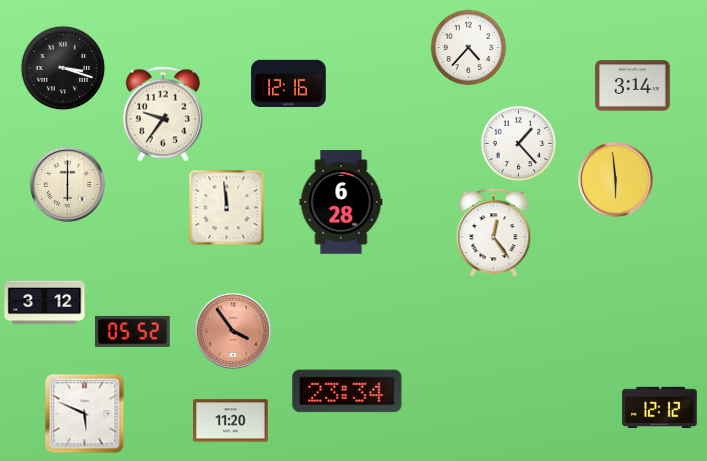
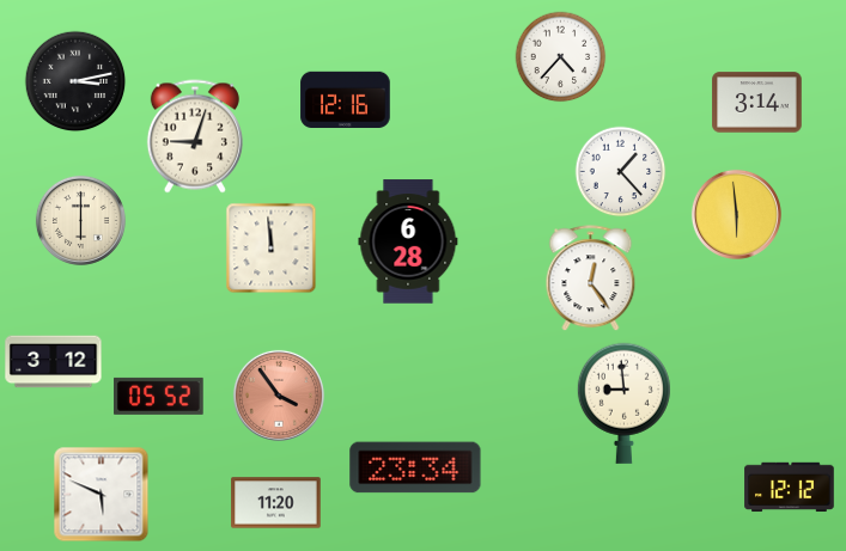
clock at (63, 68): 3:18 -> 3:13
clock at (163, 114): 9:36 -> 9:03
clock at (623, 403): none -> 8:59
